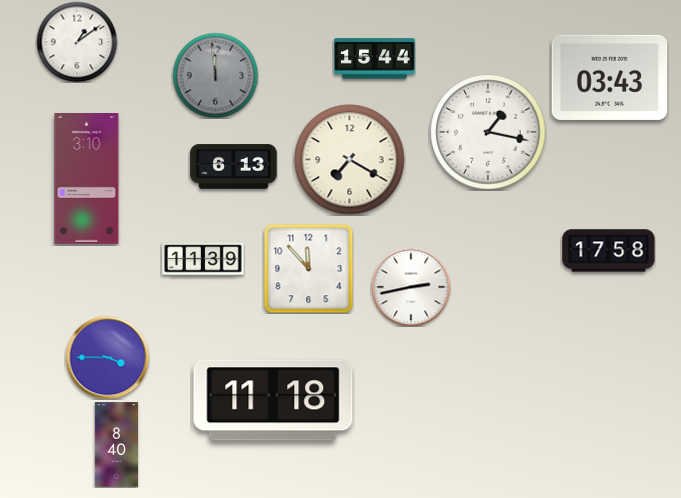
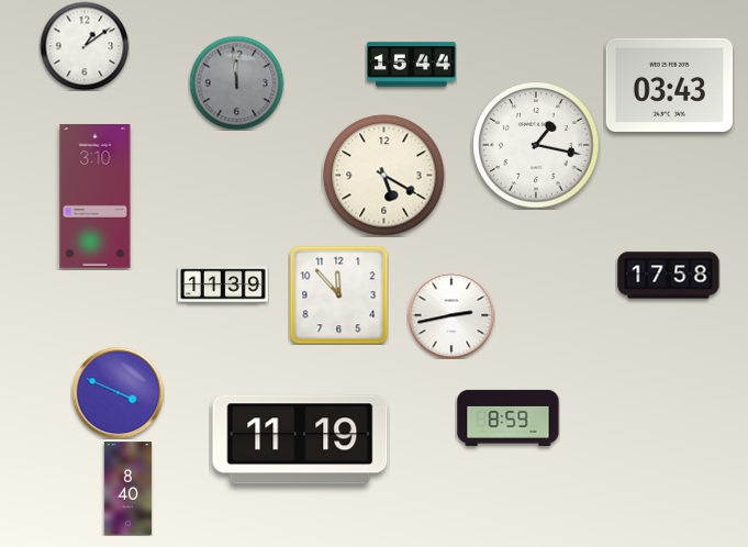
clock at (350, 160): 7:20 -> 5:20
clock at (234, 167): 6:13 -> none
clock at (107, 357): 3:45 -> 3:49
clock at (509, 417): none -> 8:59
clock at (273, 400): 11:18 -> 11:19
